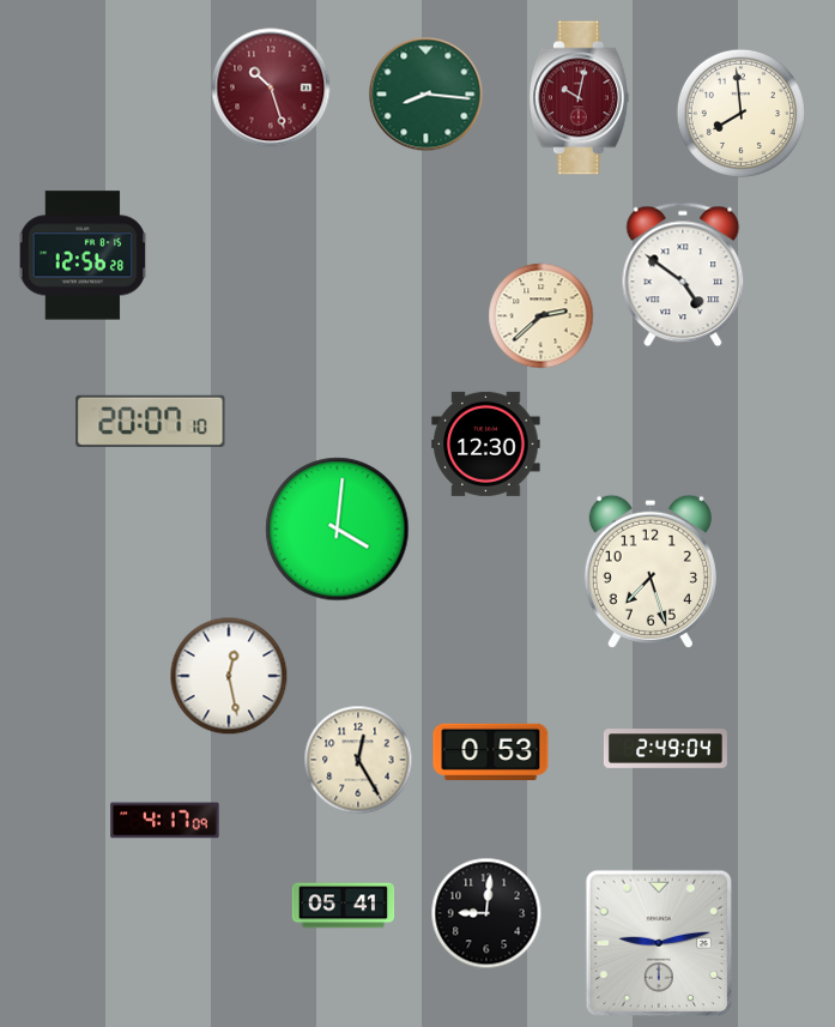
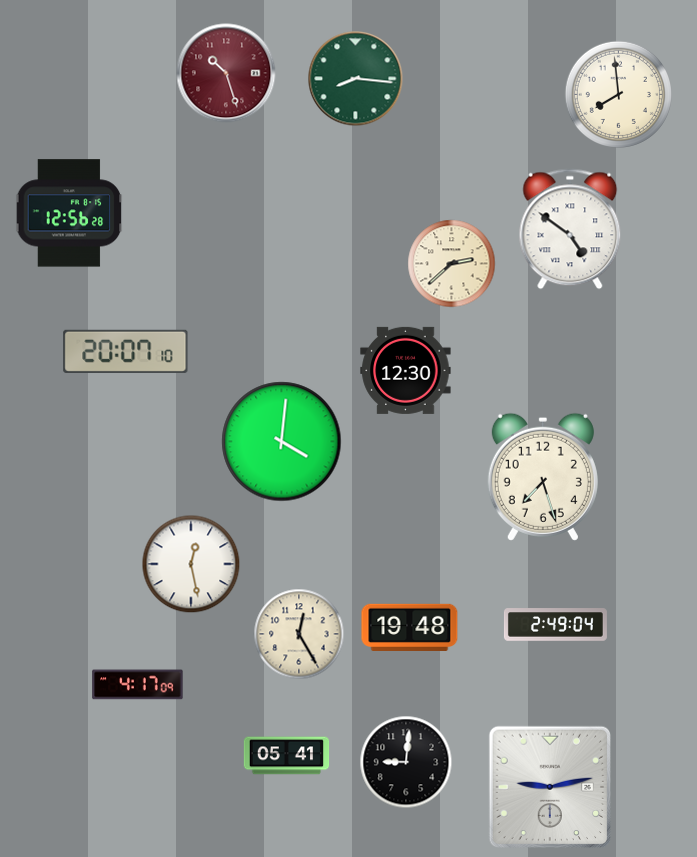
clock at (579, 98): 10:02 -> none
clock at (491, 751): 0:53 -> 19:48
